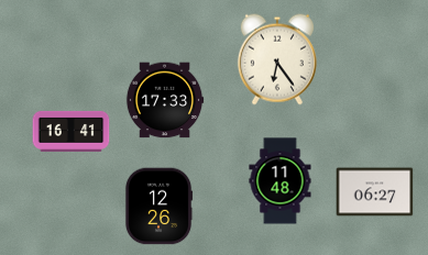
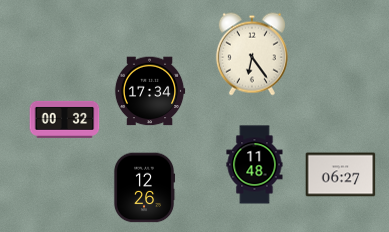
clock at (165, 100): 17:33 -> 17:34
clock at (72, 131): 16:41 -> 00:32
